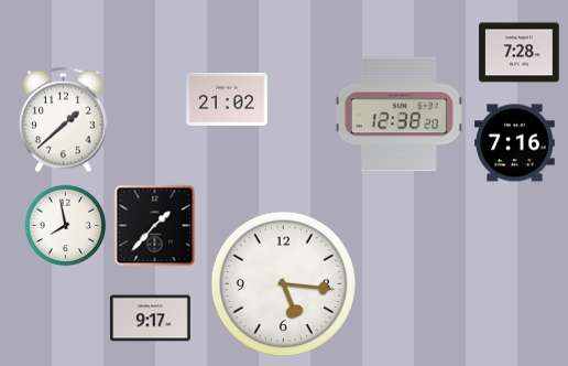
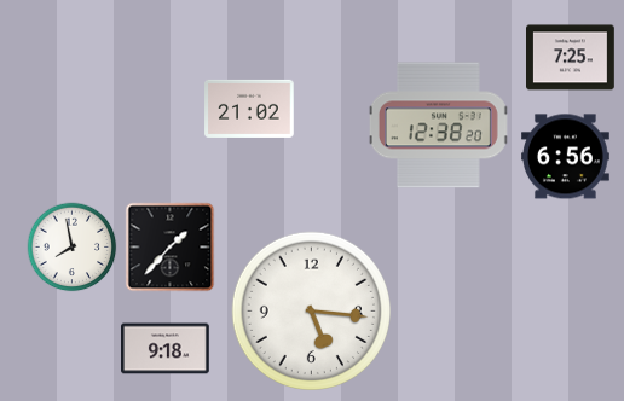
clock at (520, 53): 7:28 -> 7:25
clock at (64, 120): 1:38 -> none
clock at (515, 143): 7:16 -> 6:56
clock at (151, 319): 9:17 -> 9:18
